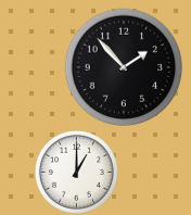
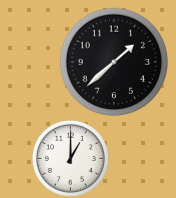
clock at (124, 67): 1:53 -> 1:38
